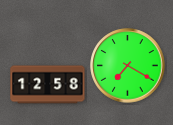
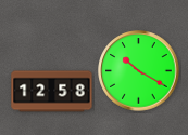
clock at (128, 66): 7:20 -> 10:20
